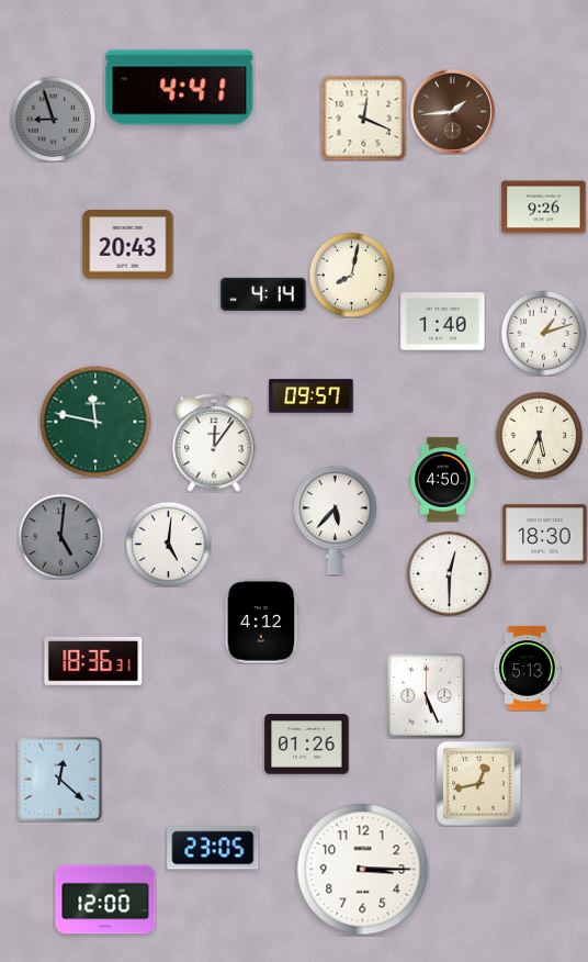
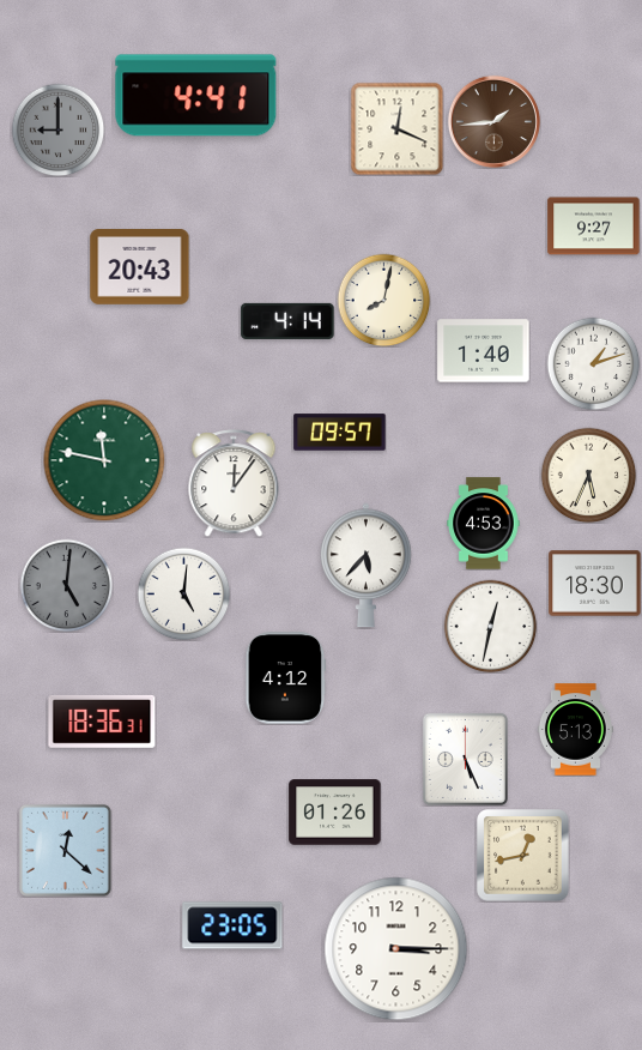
clock at (53, 119): 8:57 -> 9:00
clock at (544, 208): 9:26 -> 9:27
clock at (443, 480): 4:50 -> 4:53
clock at (449, 573): 12:30 -> 12:32
clock at (105, 899): 12:00 -> none
